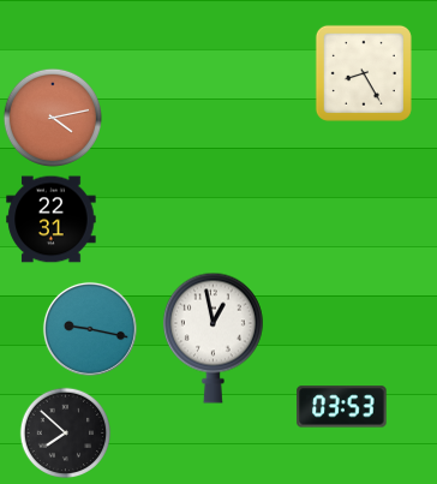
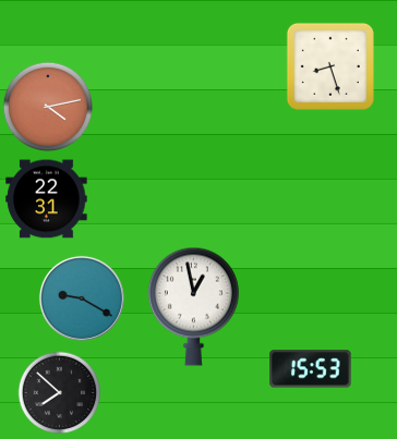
clock at (364, 73): 8:25 -> 8:27
clock at (90, 329): 9:17 -> 9:20
clock at (342, 407): 03:53 -> 15:53
